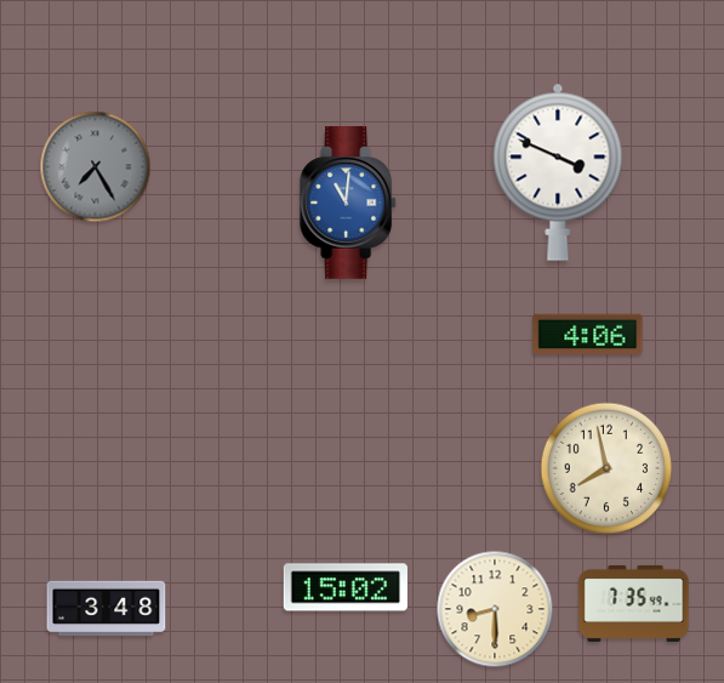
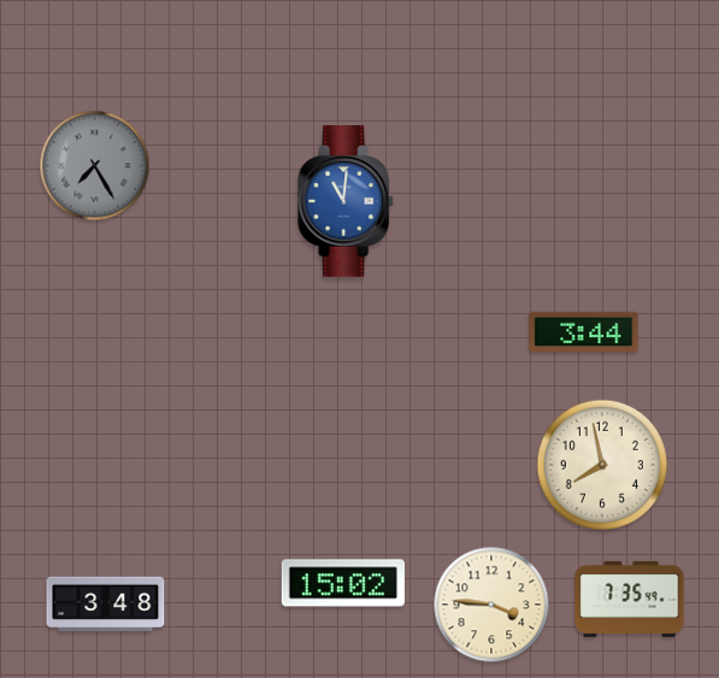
clock at (558, 172): 3:49 -> none
clock at (588, 334): 4:06 -> 3:44
clock at (495, 609): 8:30 -> 3:46
